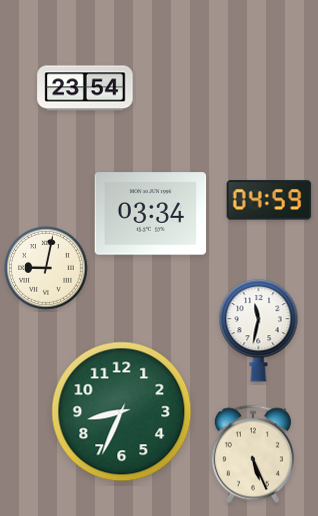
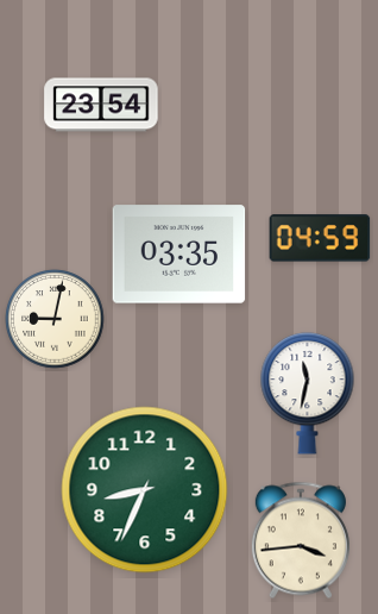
clock at (151, 214): 03:34 -> 03:35
clock at (253, 454): 5:26 -> 3:44
